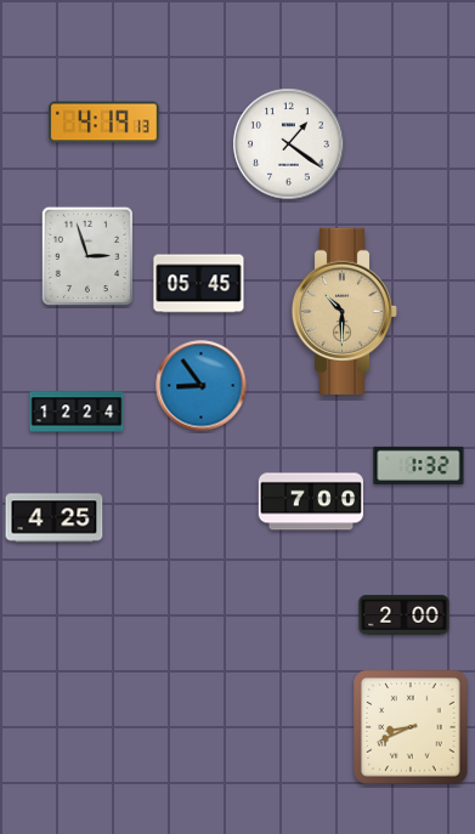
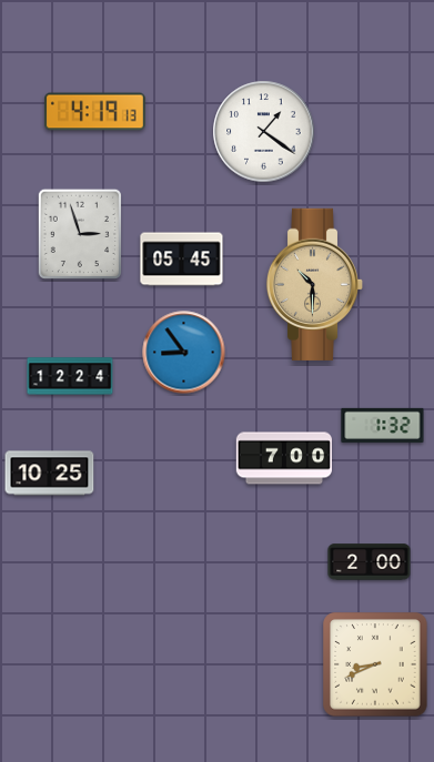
clock at (55, 518): 4:25 -> 10:25
